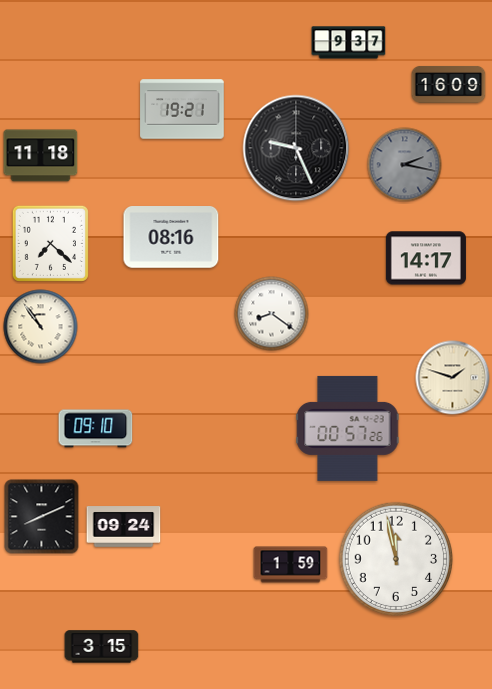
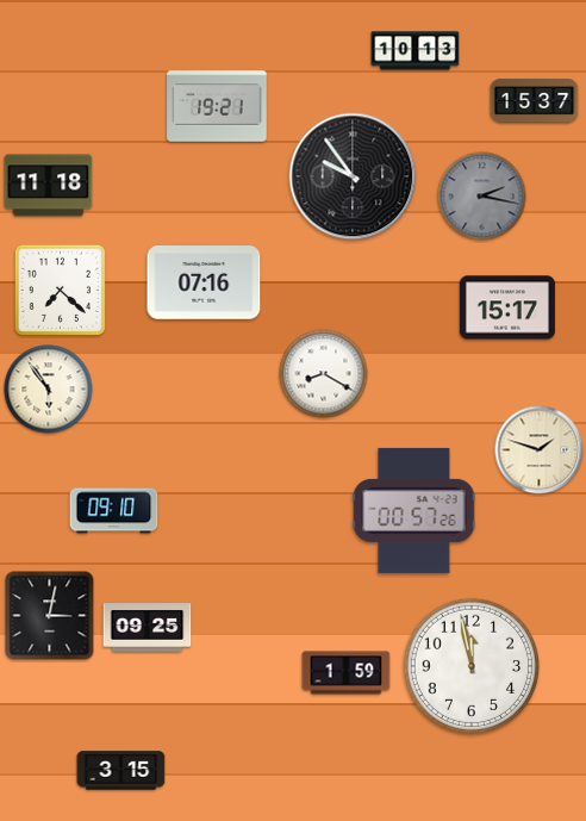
clock at (349, 43): 9:37 -> 10:13
clock at (449, 84): 16:09 -> 15:37
clock at (182, 109) position: (182, 109) -> (217, 106)
clock at (296, 148): 9:26 -> 9:54
clock at (171, 238): 08:16 -> 07:16
clock at (426, 258): 14:17 -> 15:17
clock at (272, 314): 8:21 -> 8:20
clock at (41, 327): 10:54 -> 5:54
clock at (42, 517): 8:11 -> 3:02
clock at (124, 527): 09:24 -> 09:25
